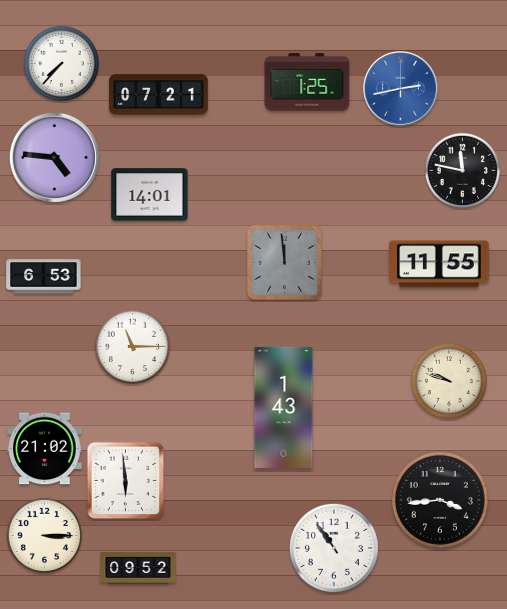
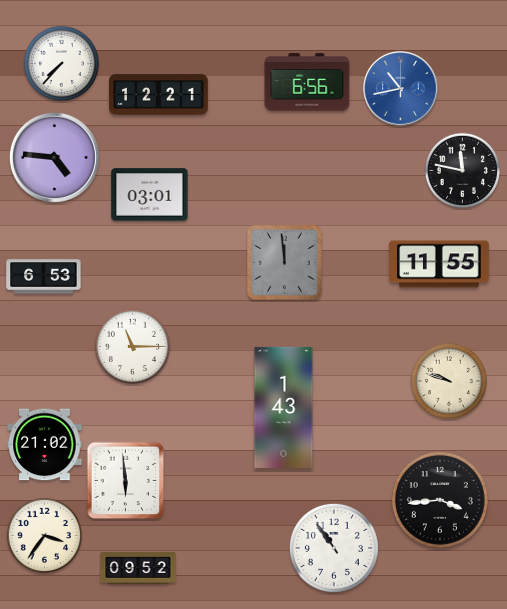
clock at (307, 82): 1:25 -> 6:56
clock at (401, 89): 2:43 -> 10:43
clock at (159, 95): 07:21 -> 12:21
clock at (150, 195): 14:01 -> 03:01
clock at (45, 449) position: (45, 449) -> (45, 445)
clock at (44, 535): 3:15 -> 3:36
